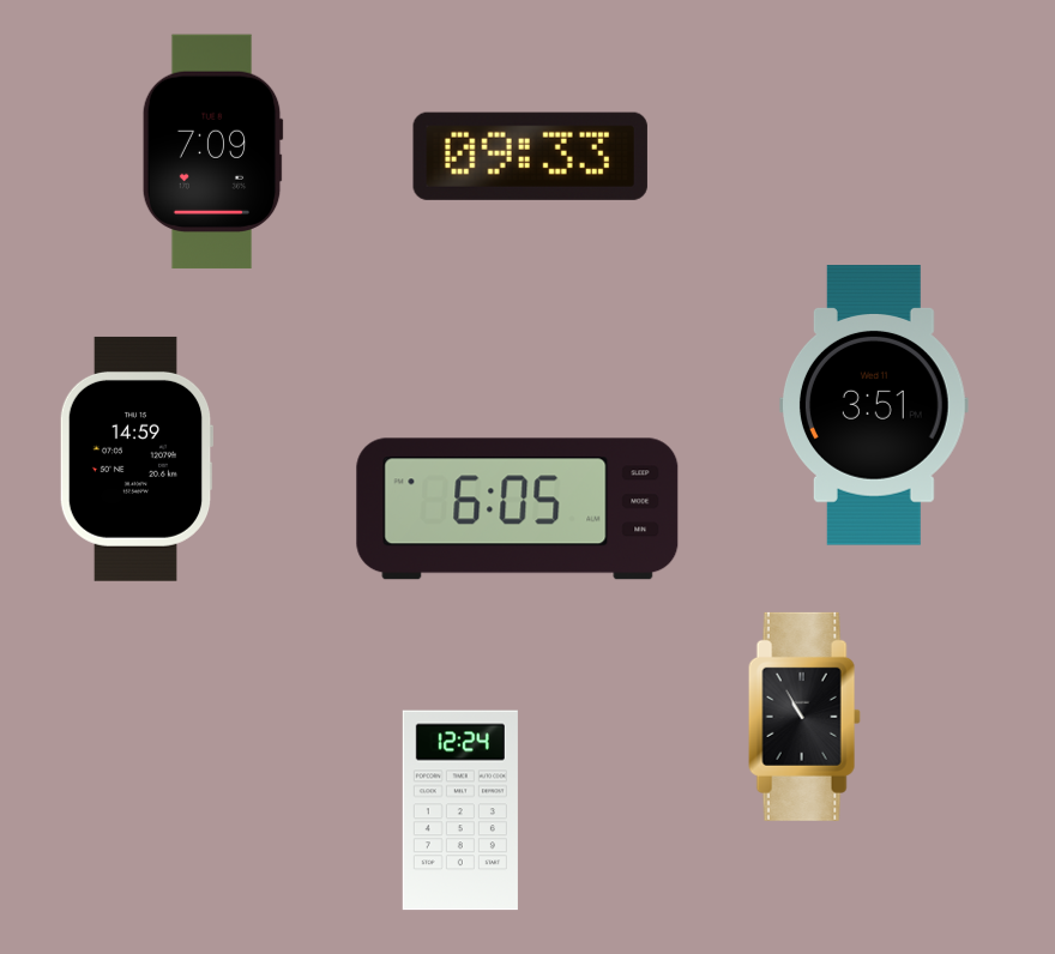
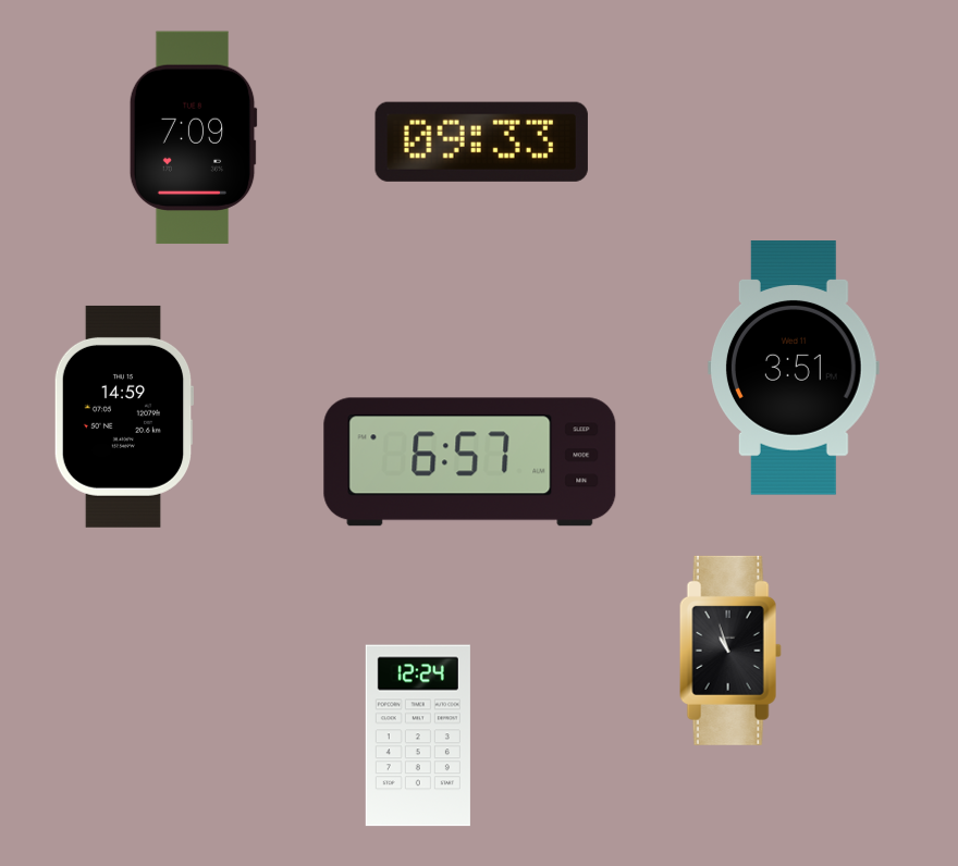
clock at (518, 509): 6:05 -> 6:57
clock at (804, 717): 10:55 -> 10:57
